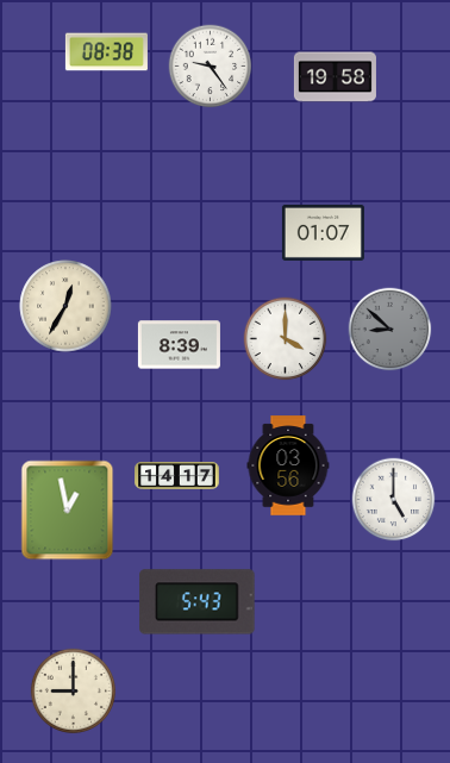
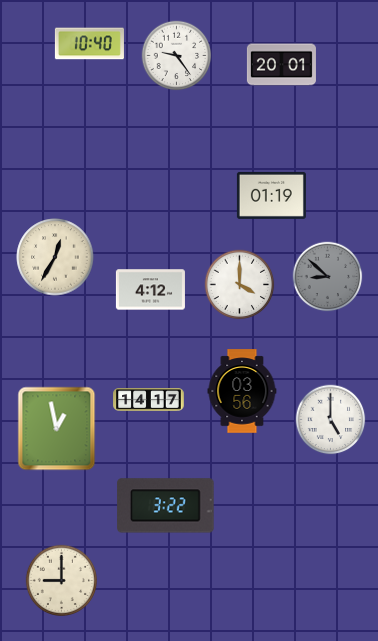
clock at (106, 52): 08:38 -> 10:40
clock at (335, 77): 19:58 -> 20:01
clock at (323, 232): 01:07 -> 01:19
clock at (179, 345): 8:39 -> 4:12
clock at (198, 602): 5:43 -> 3:22
